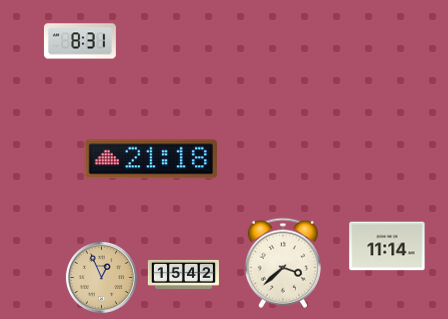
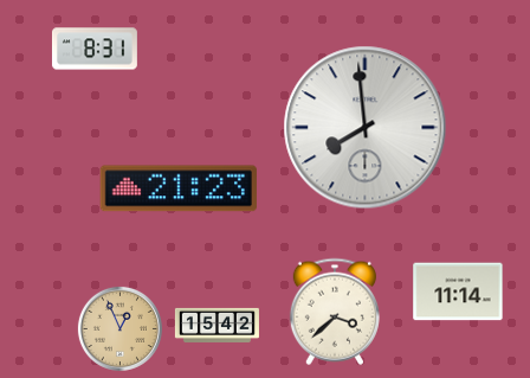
clock at (366, 128): none -> 7:59
clock at (151, 159): 21:18 -> 21:23
